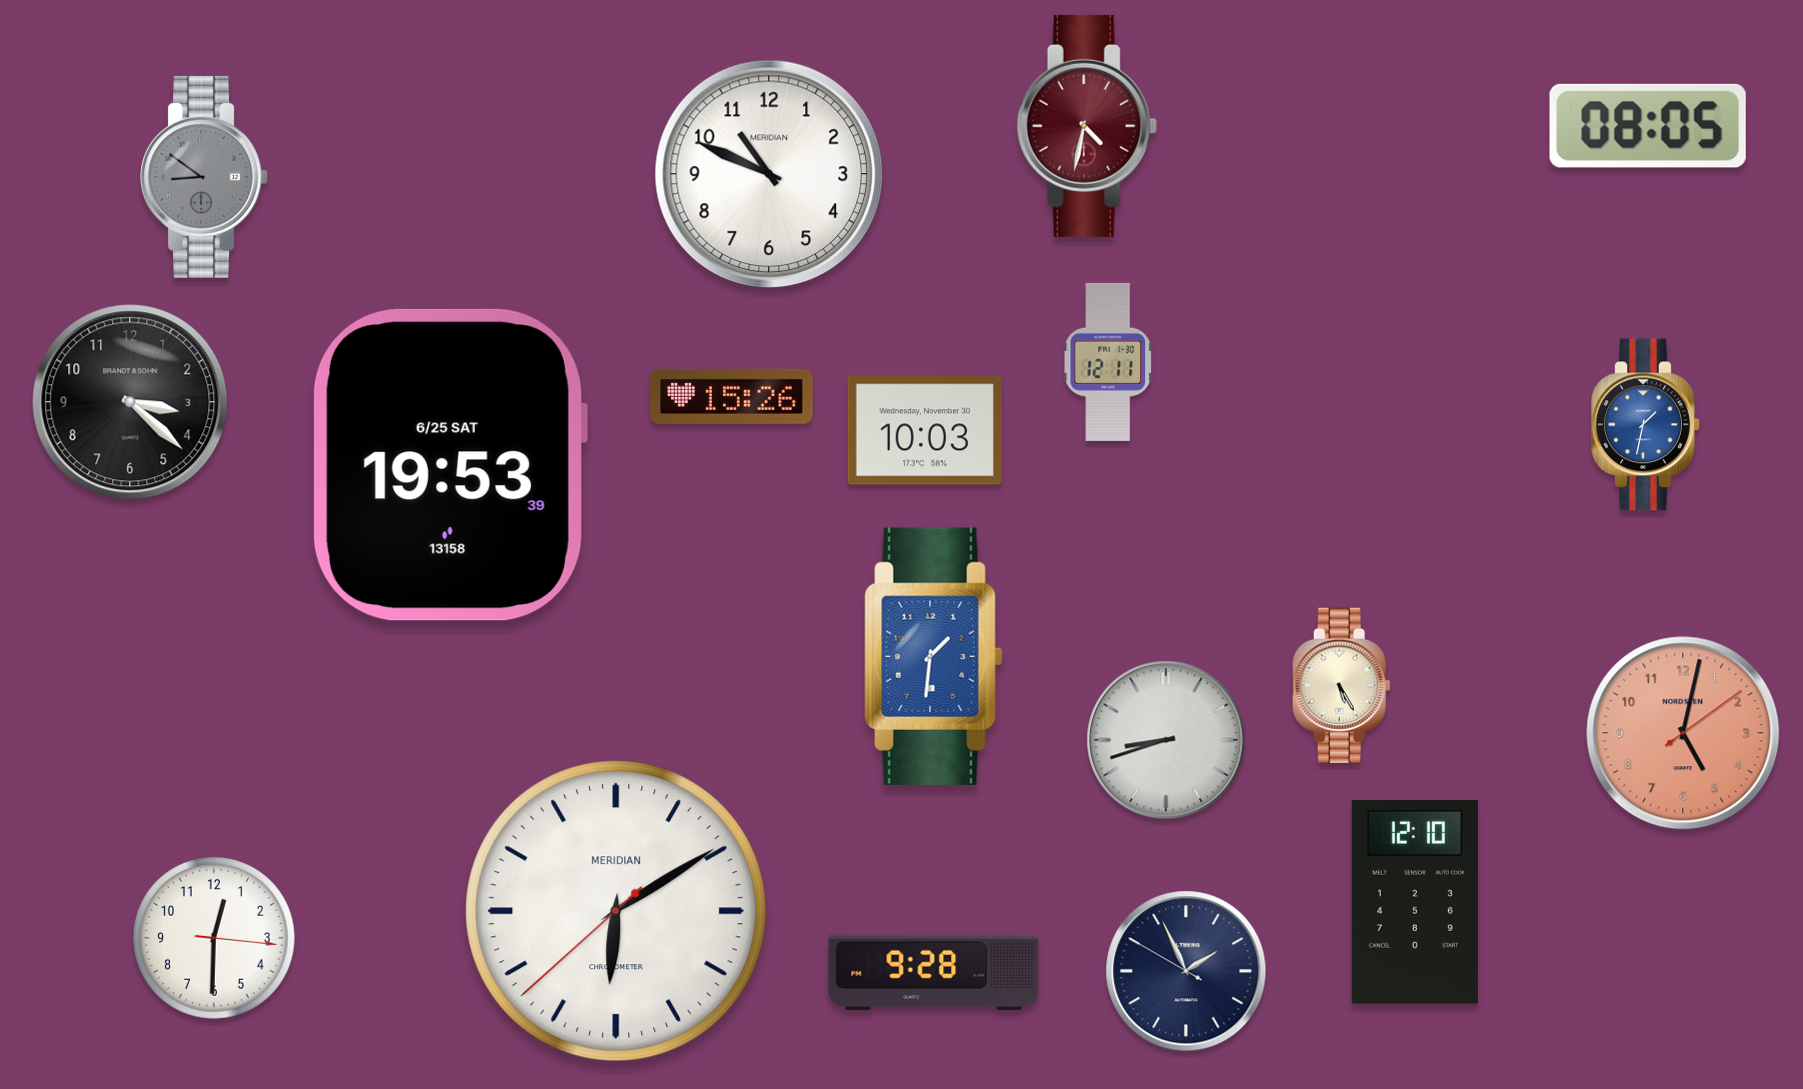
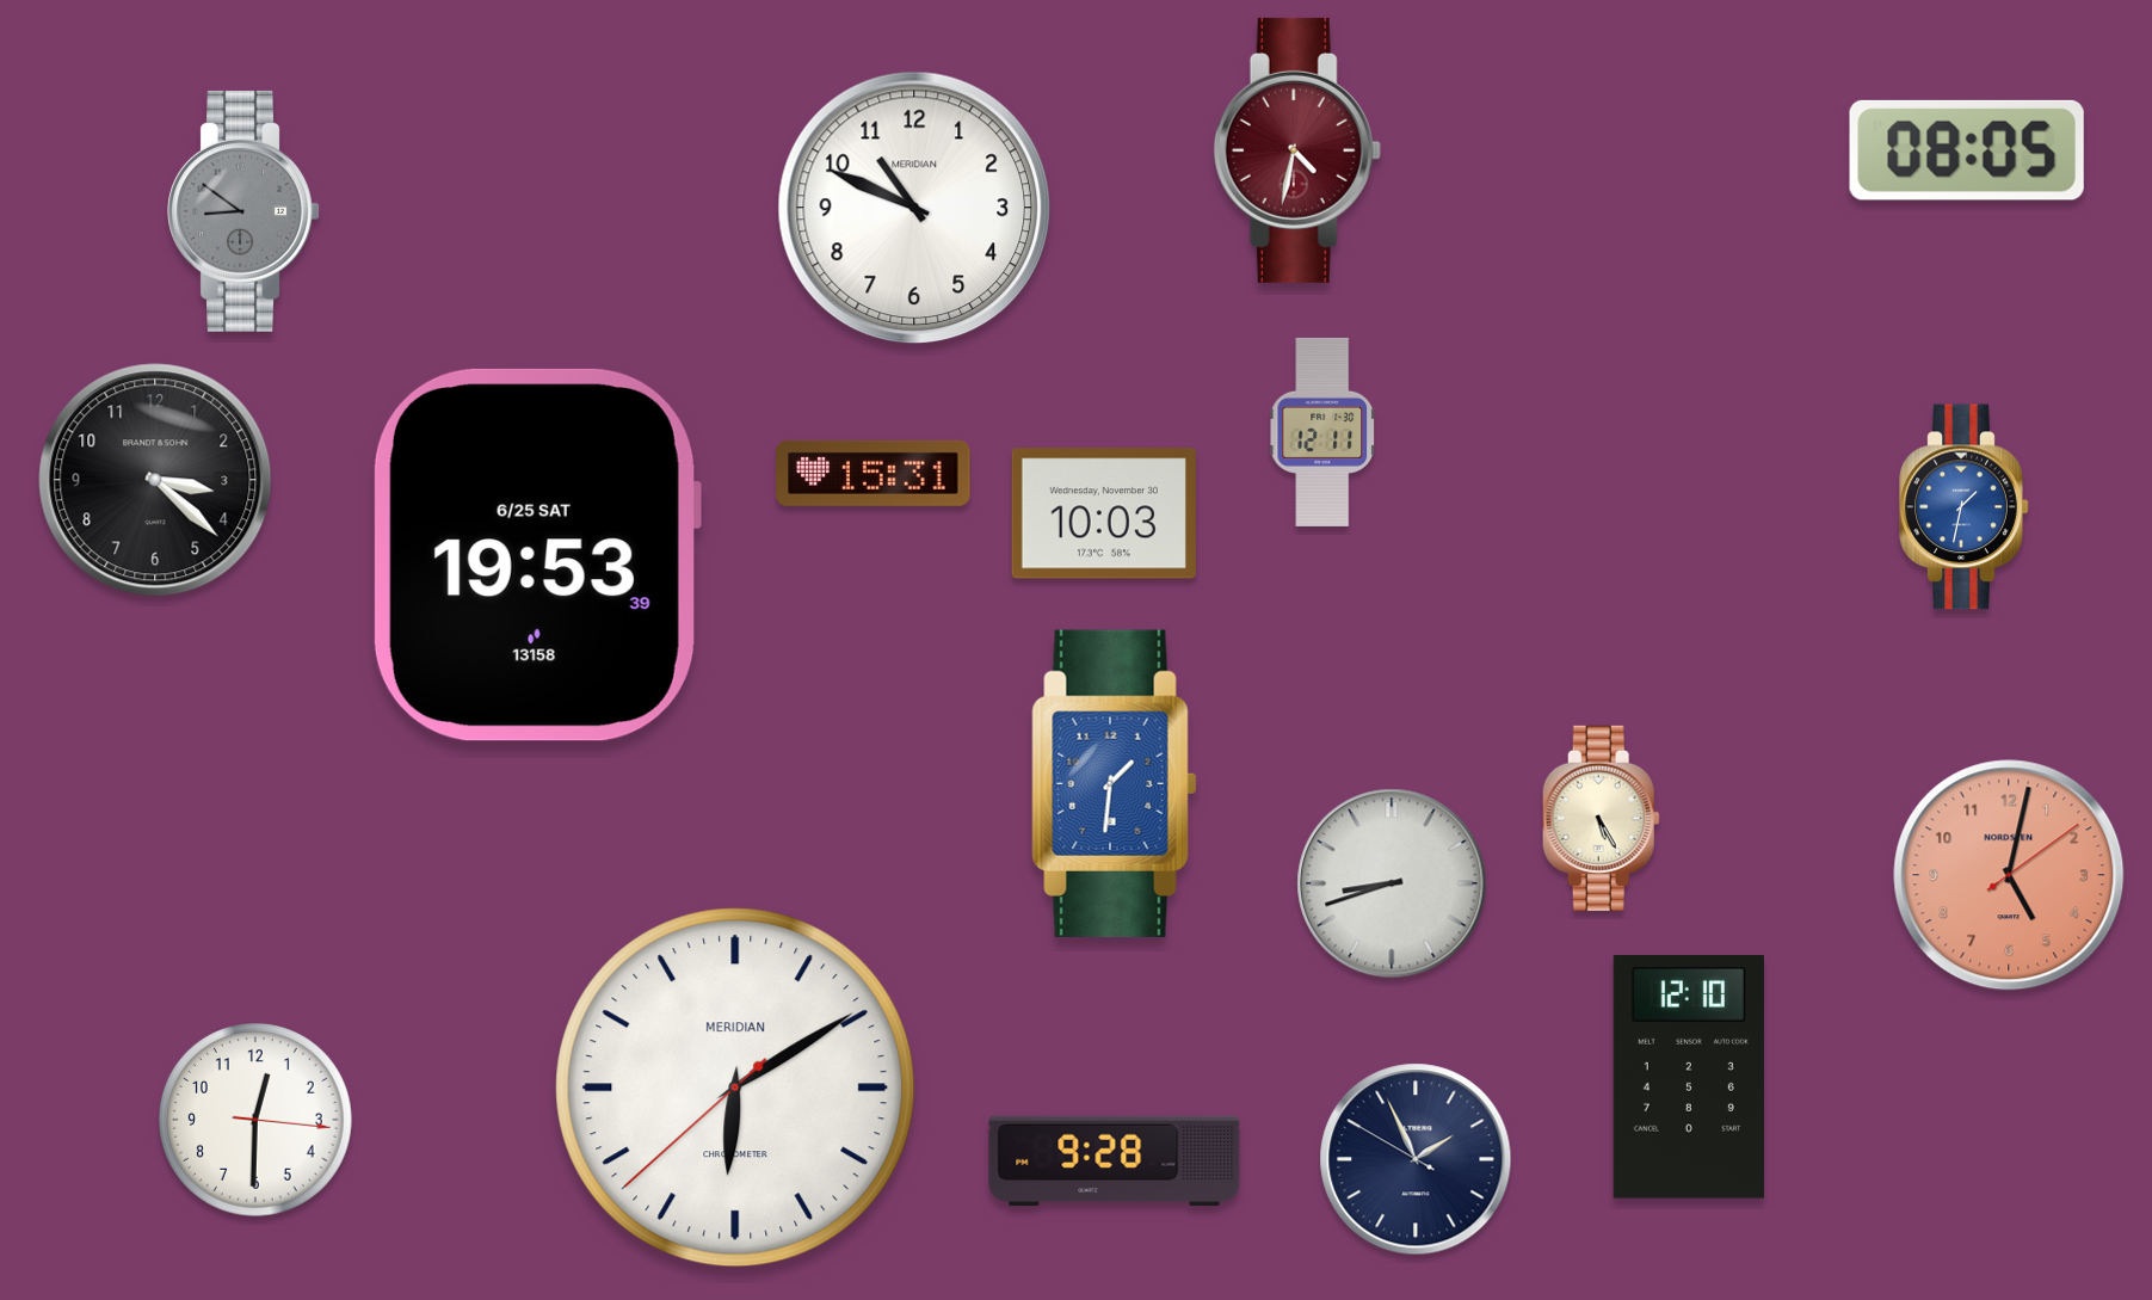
clock at (769, 174) position: (769, 174) -> (914, 208)
clock at (732, 396): 15:26 -> 15:31
